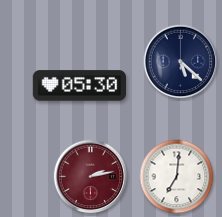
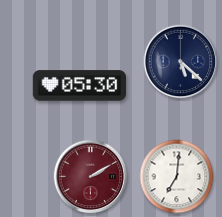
clock at (91, 177): 2:13 -> 2:10
